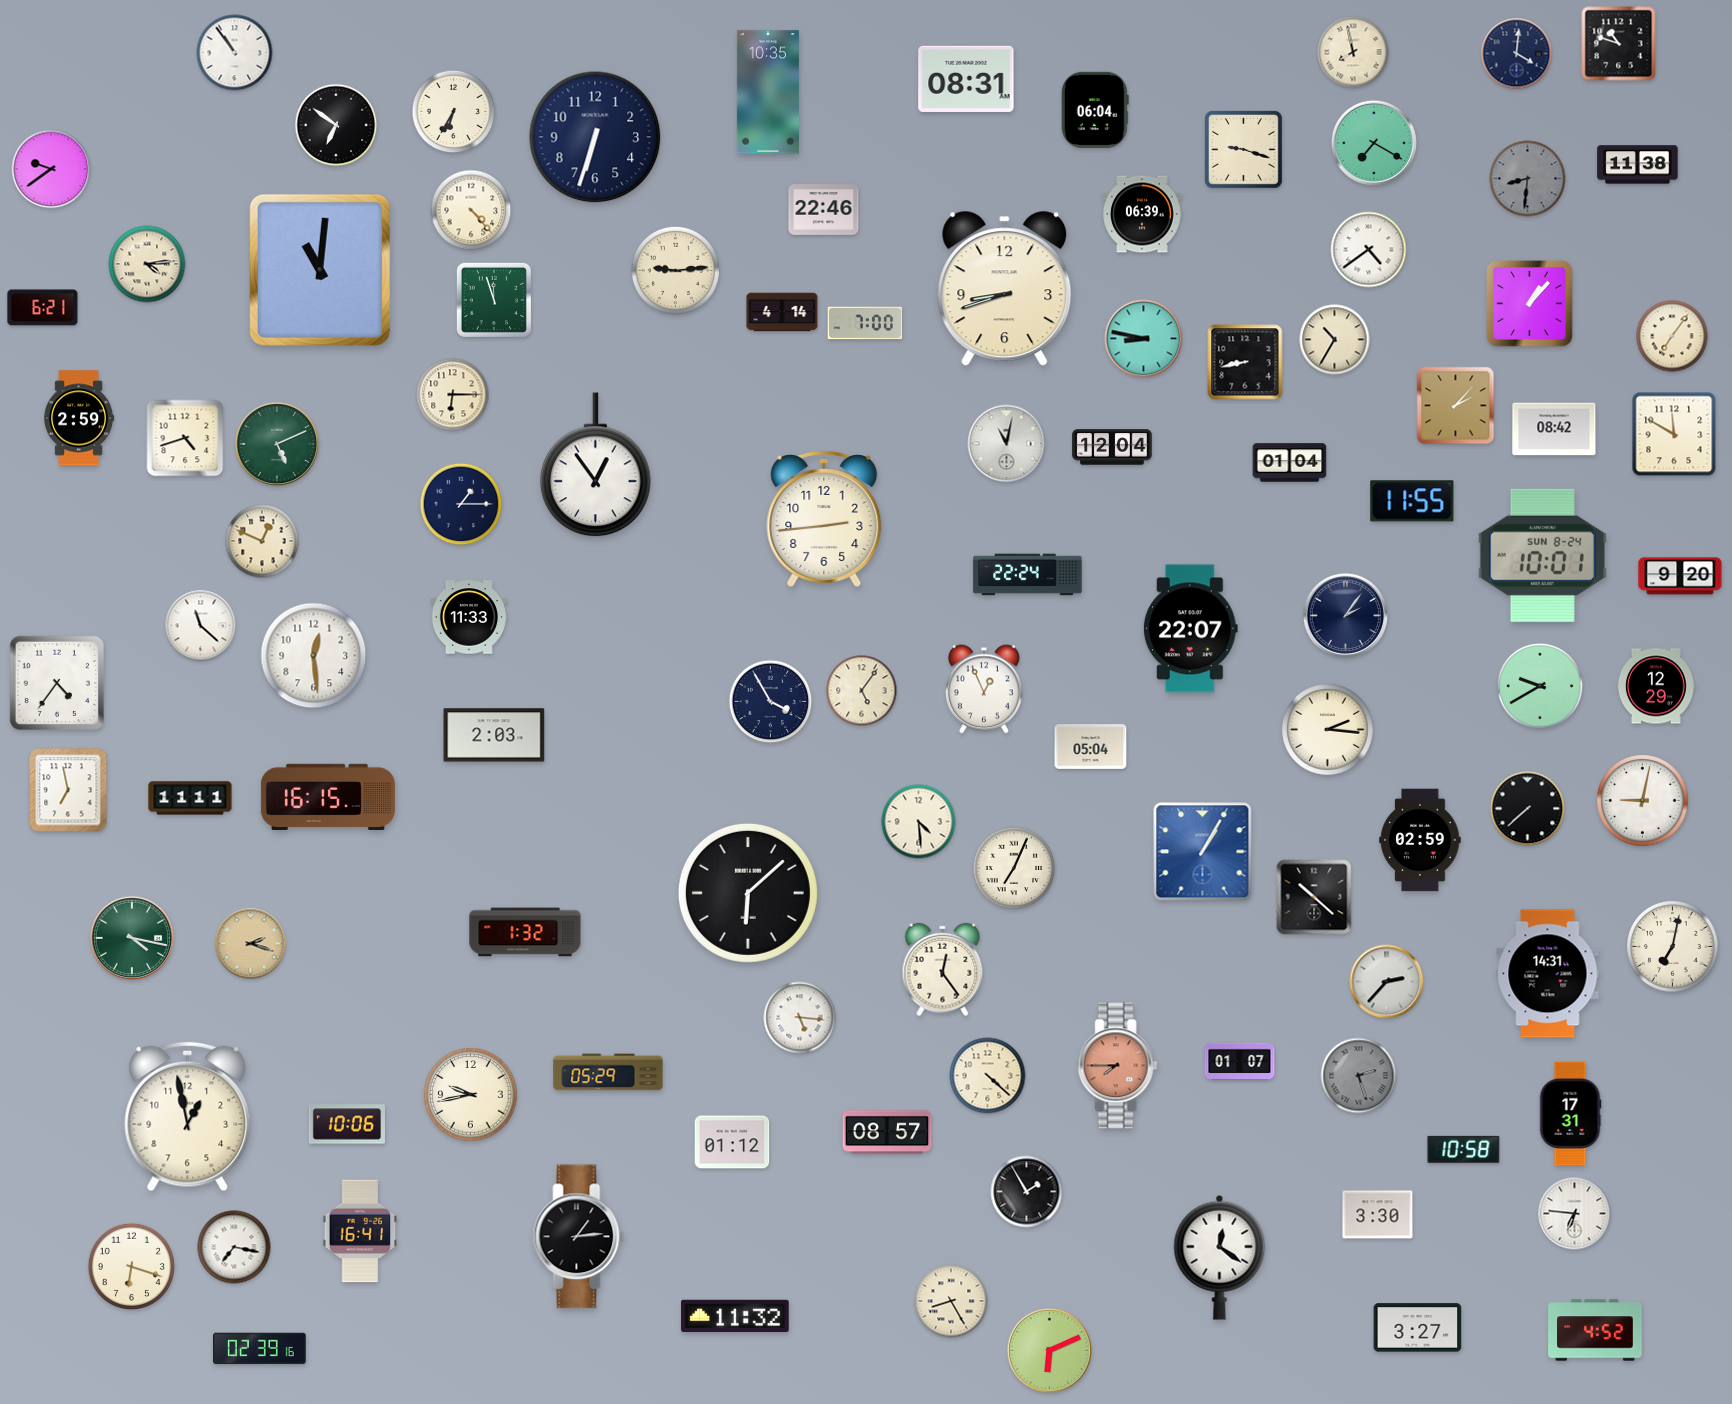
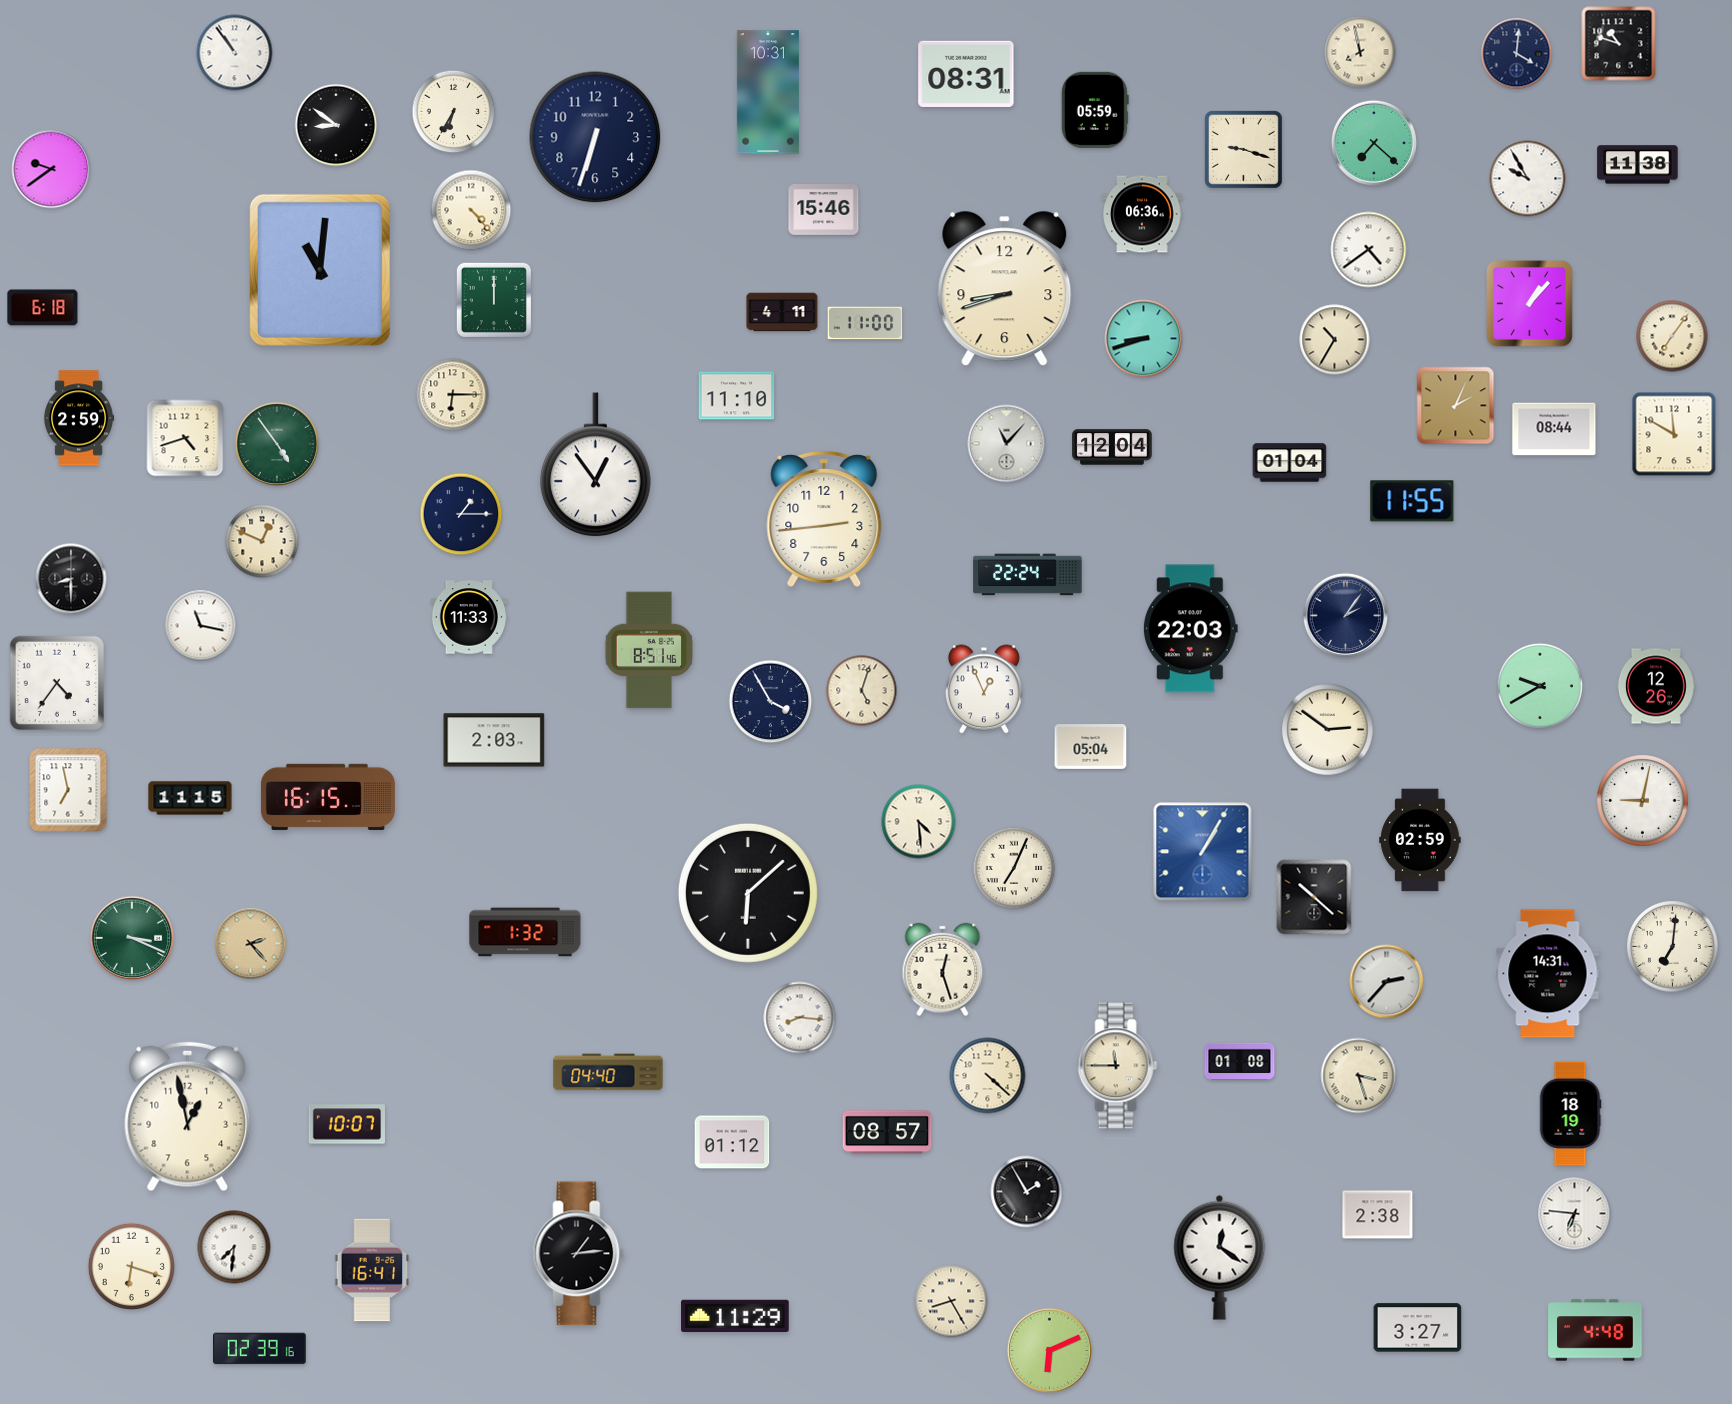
clock at (1353, 52) position: (1353, 52) -> (1360, 52)
clock at (966, 79) position: (966, 79) -> (966, 74)
clock at (768, 92): 10:35 -> 10:31
clock at (1095, 110): 06:04 -> 05:59
clock at (336, 125): 6:51 -> 8:51
clock at (1374, 143): 7:20 -> 7:22
clock at (1528, 179): 8:31 -> 9:55
clock at (1528, 179) dial: grey -> white
clock at (824, 210): 22:46 -> 15:46
clock at (1142, 214): 06:39 -> 06:36
clock at (147, 264): 4:14 -> none
clock at (675, 270): 9:14 -> none
clock at (494, 300): 11:57 -> 12:00
clock at (43, 308): 6:21 -> 6:18
clock at (782, 312): 4:14 -> 4:11
clock at (865, 323): 7:00 -> 11:00
clock at (1144, 339): 8:47 -> 8:42
clock at (1245, 362): 8:43 -> none
clock at (737, 396): none -> 11:10
clock at (1456, 406): 2:07 -> 2:04
clock at (1554, 429): 08:42 -> 08:44
clock at (277, 444): 5:11 -> 4:54
clock at (1007, 444): 11:02 -> 11:07
clock at (461, 504) position: (461, 504) -> (461, 514)
clock at (1542, 555): 10:01 -> none
clock at (1680, 576): 9:20 -> none
clock at (71, 579): none -> 8:30
clock at (201, 626): 11:22 -> 11:17
clock at (1190, 629): 22:07 -> 22:03
clock at (649, 650): none -> 8:51
clock at (314, 656): 12:29 -> none
clock at (1656, 686): 12:29 -> 12:26
clock at (862, 691): 5:06 -> 5:03
clock at (1328, 730): 2:16 -> 2:51
clock at (494, 735) position: (494, 735) -> (494, 740)
clock at (190, 798): 11:11 -> 11:15
clock at (1528, 809): 7:38 -> none
clock at (132, 938): 4:17 -> 3:19
clock at (251, 944): 2:18 -> 2:23
clock at (1673, 947): 7:02 -> 7:01
clock at (943, 970): 12:24 -> 12:27
clock at (800, 1018): 5:16 -> 8:16
clock at (1240, 1061): 01:07 -> 01:08
clock at (1118, 1066): 7:45 -> 11:45
clock at (1118, 1066) dial: salmon -> cream
clock at (608, 1072): 05:29 -> 04:40
clock at (1359, 1076): 2:27 -> 3:27
clock at (1359, 1076) dial: grey -> cream
clock at (471, 1095): 9:43 -> none
clock at (1570, 1114): 17:31 -> 18:19
clock at (346, 1124): 10:06 -> 10:07
clock at (1464, 1149): 10:58 -> none
clock at (1378, 1215): 3:30 -> 2:38
clock at (360, 1231) position: (360, 1231) -> (372, 1270)
clock at (579, 1237) position: (579, 1237) -> (579, 1254)
clock at (234, 1247): 7:17 -> 7:31
clock at (735, 1315): 11:32 -> 11:29
clock at (1595, 1330): 4:52 -> 4:48
